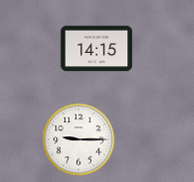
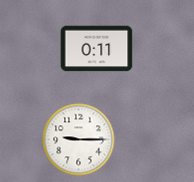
clock at (97, 49): 14:15 -> 0:11
